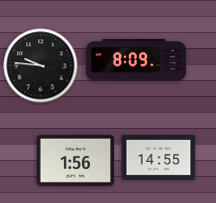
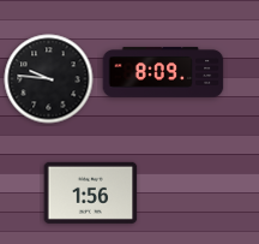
clock at (159, 157): 14:55 -> none
